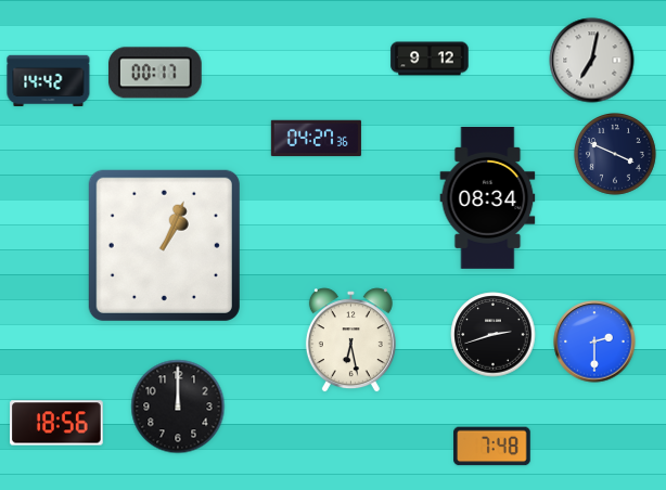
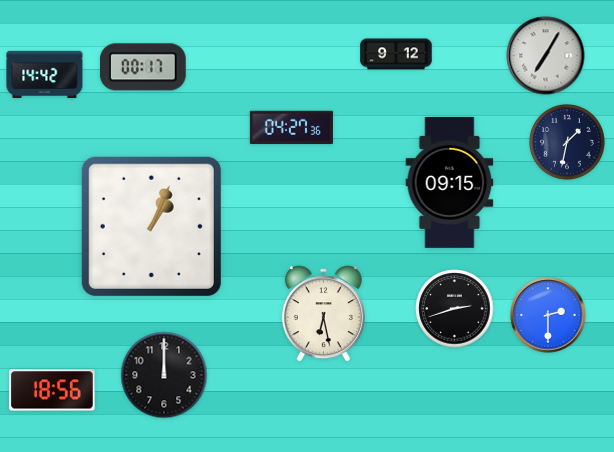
clock at (592, 61): 7:02 -> 7:05
clock at (616, 155): 3:49 -> 1:32
clock at (488, 197): 08:34 -> 09:15
clock at (492, 447): 7:48 -> none
